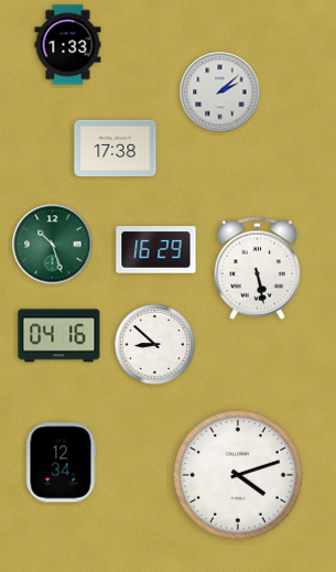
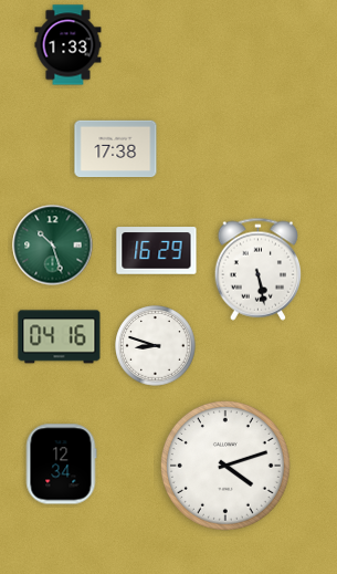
clock at (220, 93): 2:08 -> none
clock at (155, 345): 8:52 -> 8:48
clock at (238, 475) position: (238, 475) -> (225, 466)
